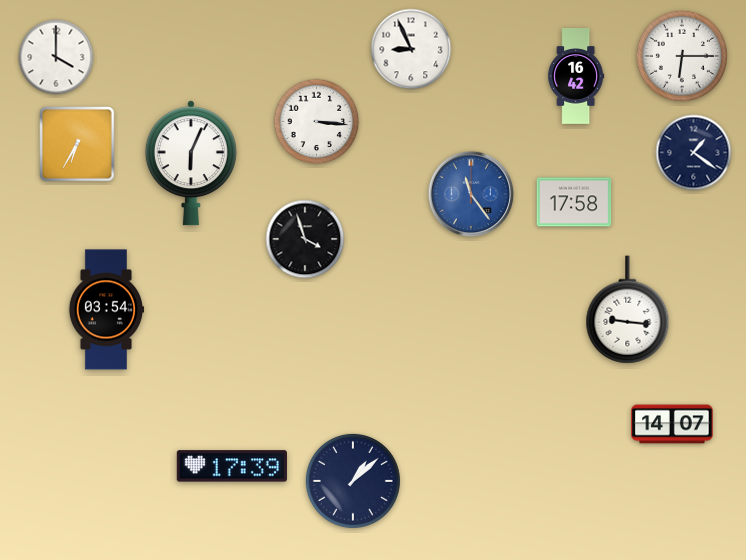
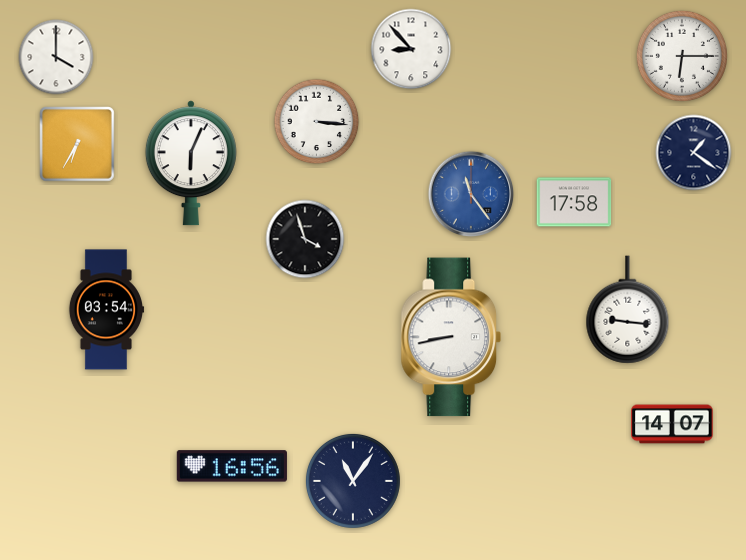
clock at (411, 49): 8:56 -> 8:53
clock at (576, 76): 16:42 -> none
clock at (451, 337): none -> 8:43
clock at (232, 466): 17:39 -> 16:56
clock at (353, 481): 1:08 -> 11:06
